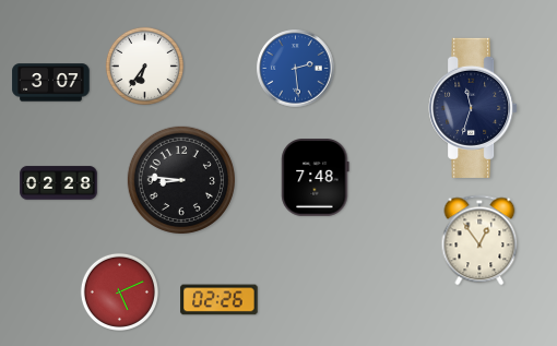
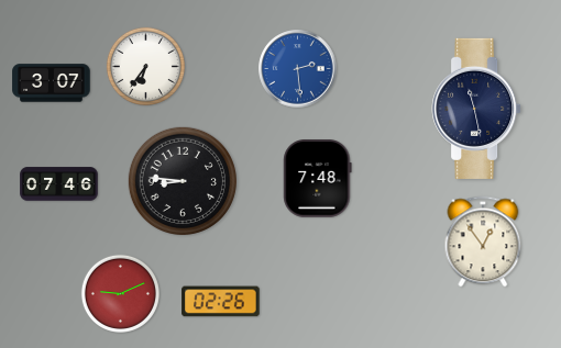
clock at (473, 108): 11:33 -> 11:28
clock at (59, 183): 02:28 -> 07:46
clock at (119, 291): 5:11 -> 9:11
